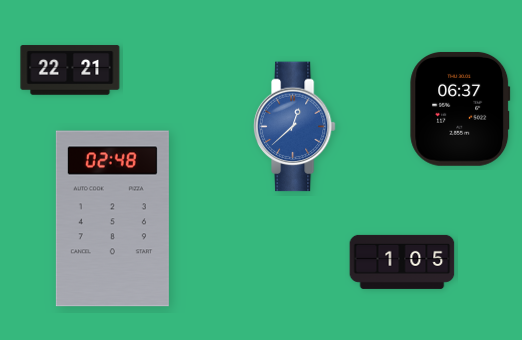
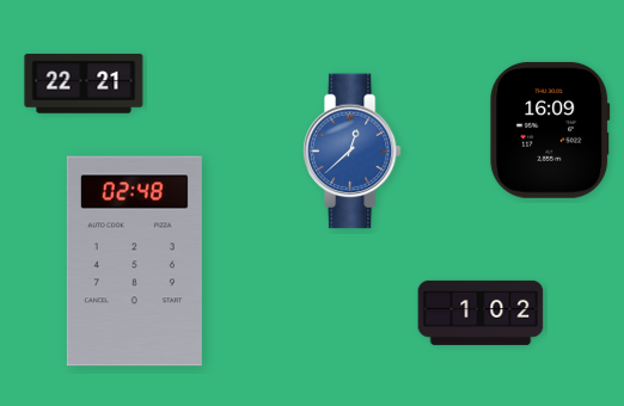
clock at (460, 109): 06:37 -> 16:09
clock at (402, 262): 1:05 -> 1:02
